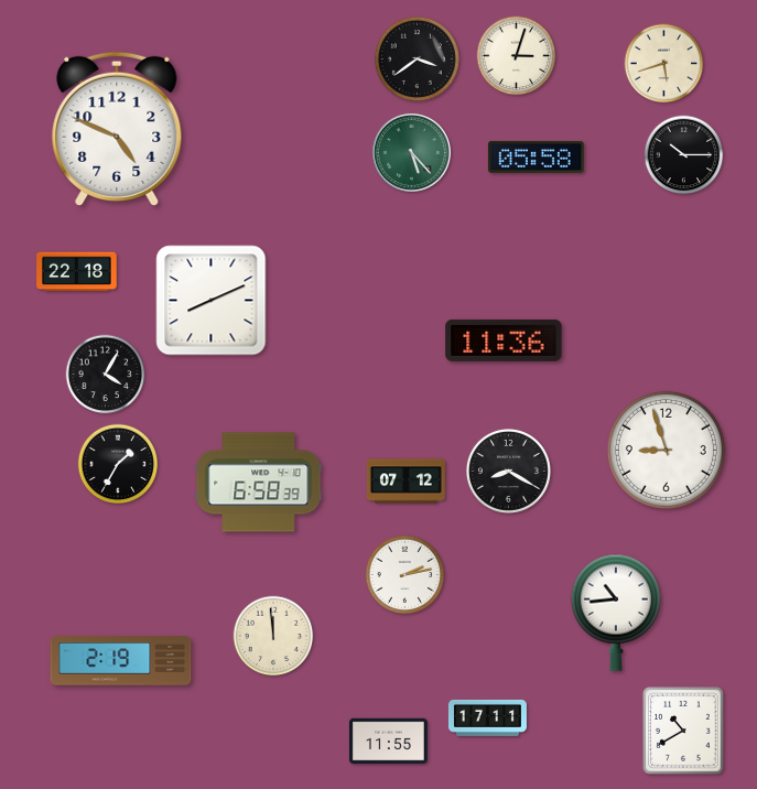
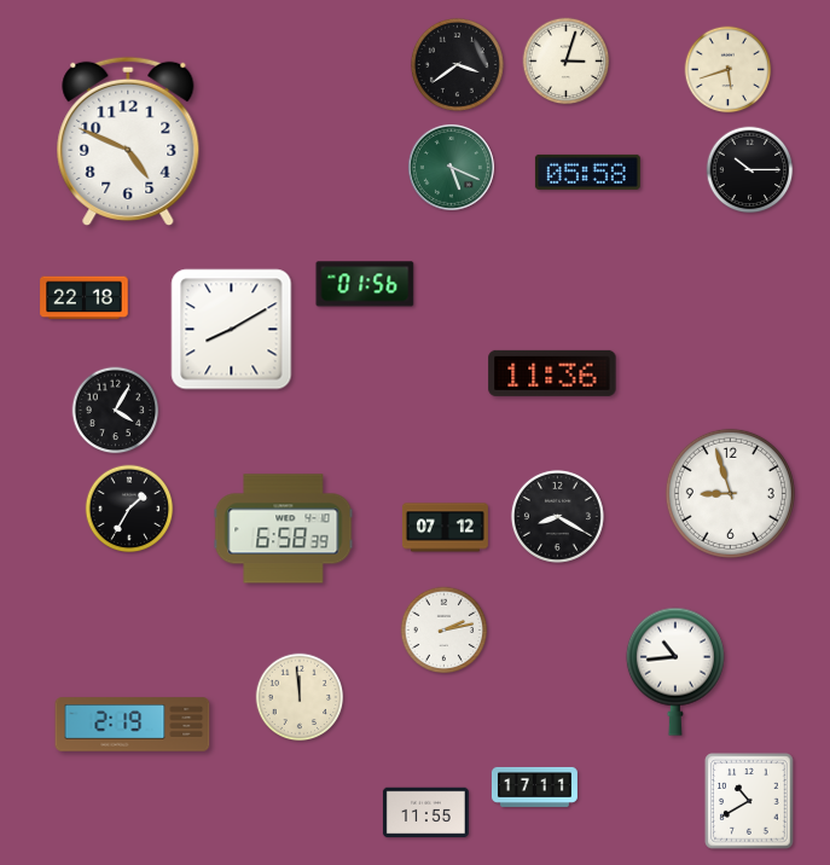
clock at (411, 152): 5:23 -> 5:19
clock at (365, 284): none -> 01:56
clock at (212, 301): 8:11 -> 8:10
